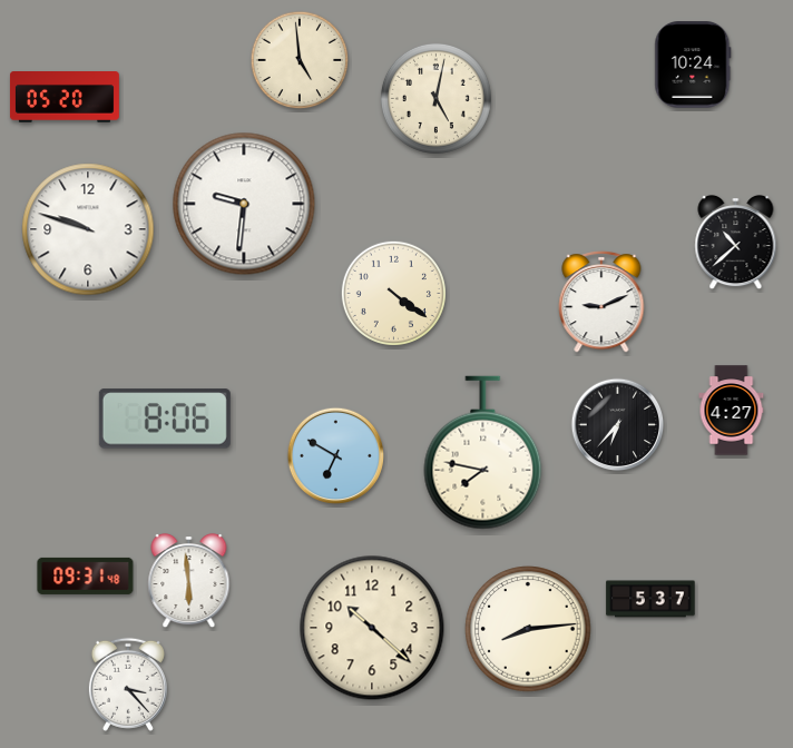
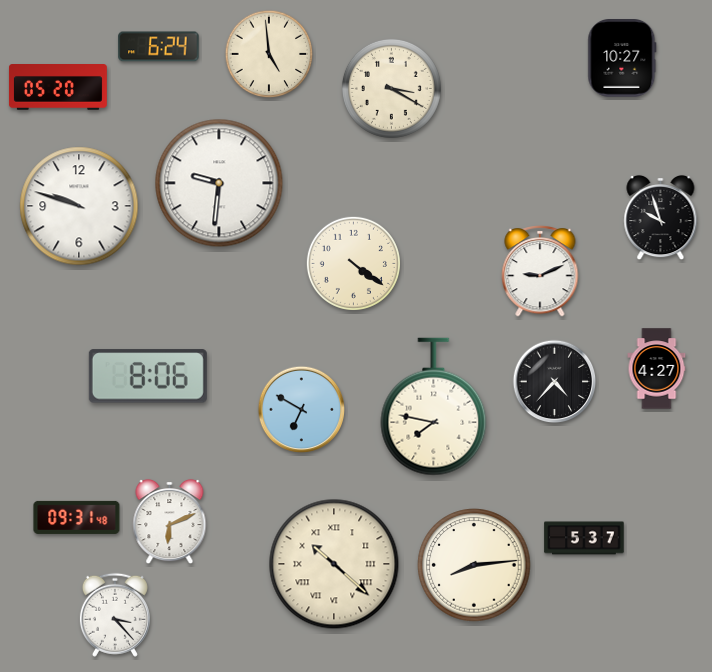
clock at (159, 47): none -> 6:24
clock at (693, 66): 10:24 -> 10:27
clock at (435, 98): 5:02 -> 3:20
clock at (736, 243): 10:38 -> 9:57
clock at (618, 425): 6:37 -> 4:37
clock at (189, 581): 5:59 -> 6:11
clock at (372, 628) numerals: Arabic -> Roman
